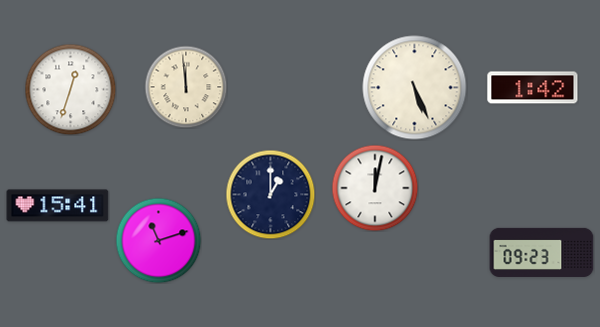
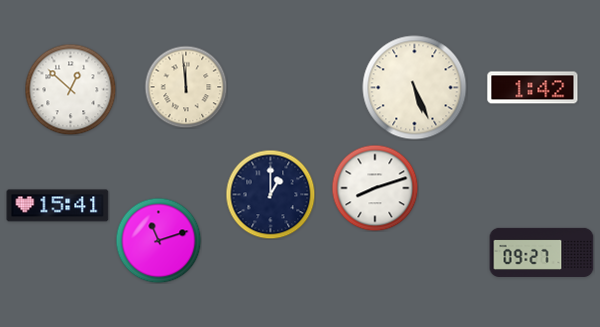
clock at (70, 89): 12:33 -> 12:52
clock at (375, 188): 12:02 -> 8:12
clock at (542, 252): 09:23 -> 09:27
